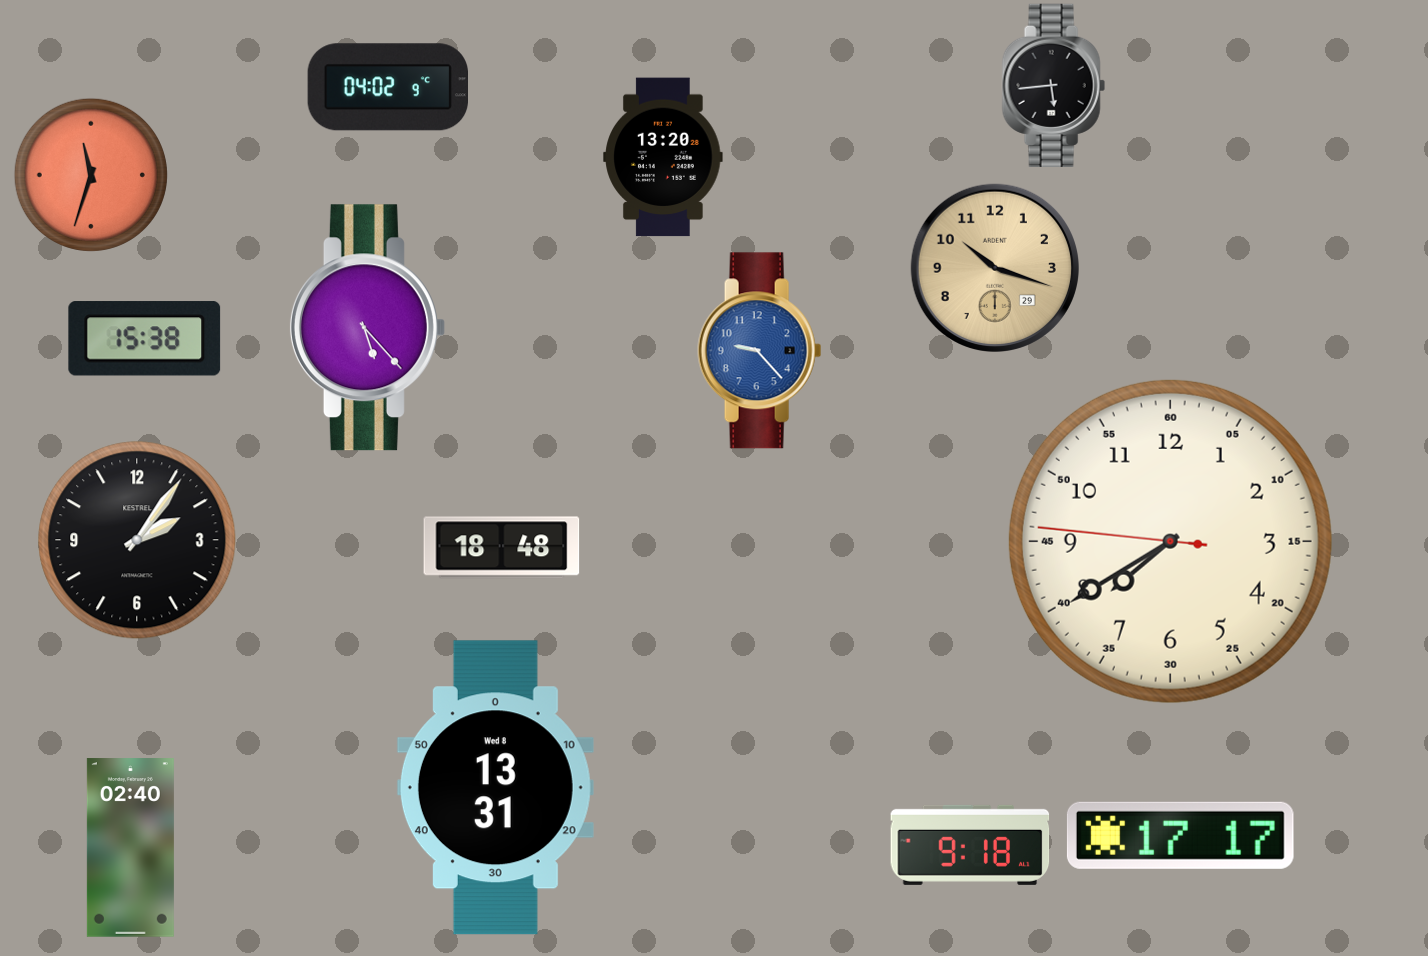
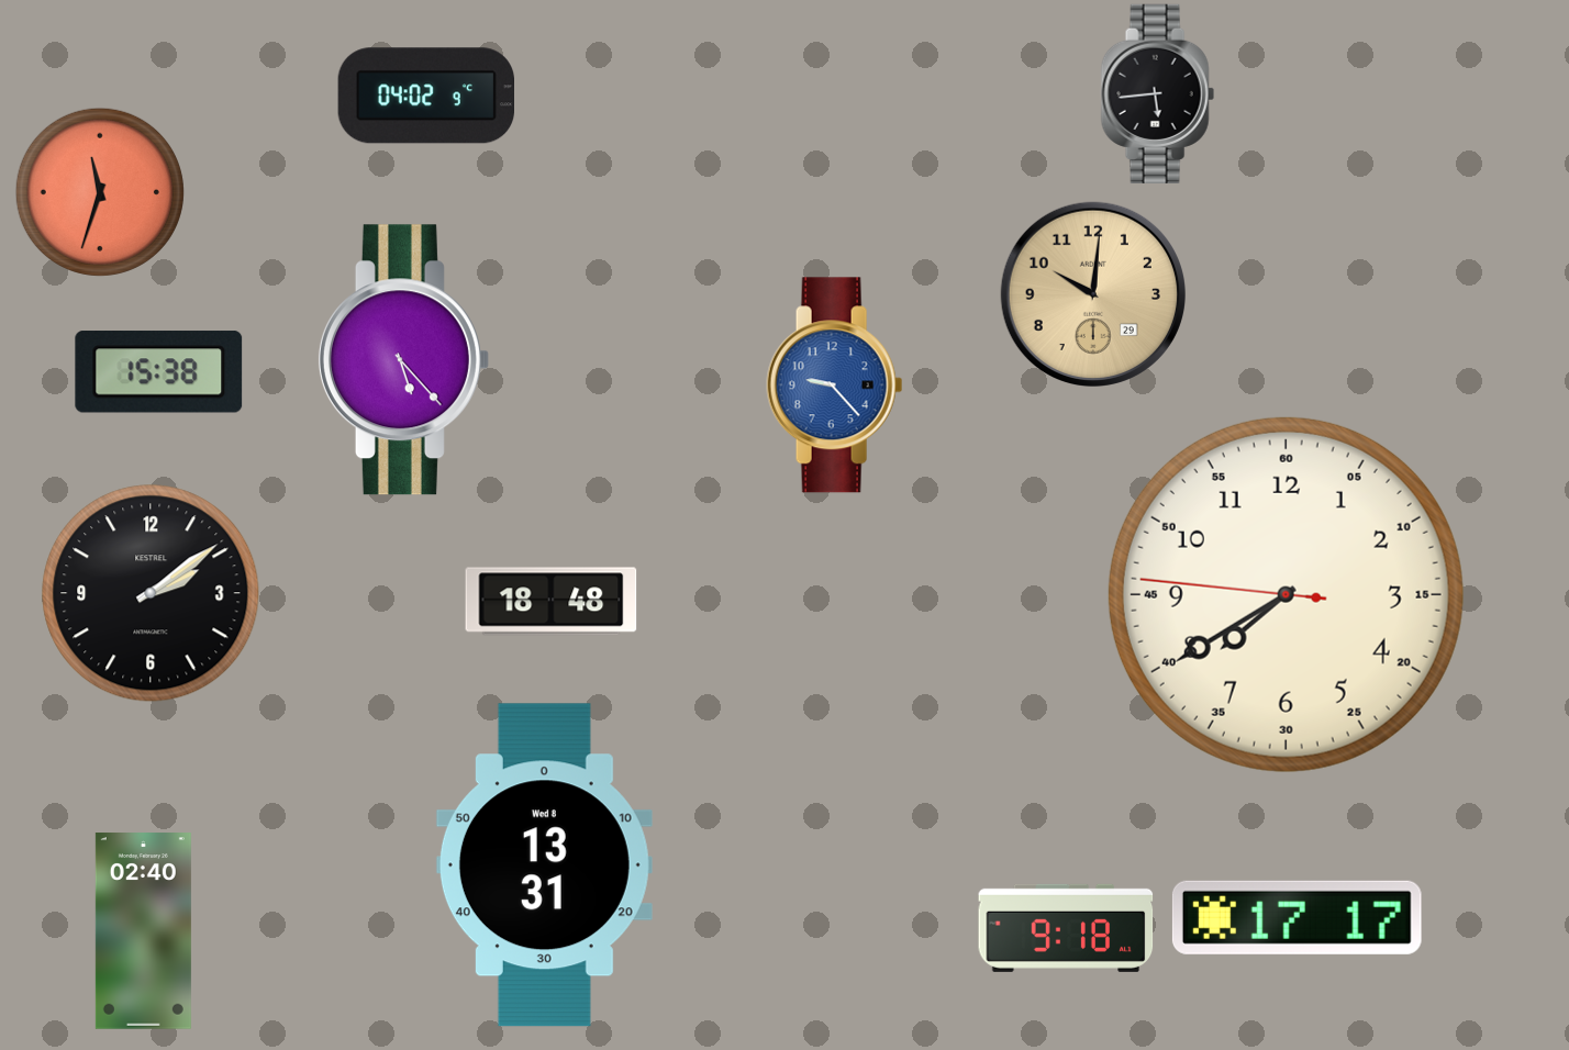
clock at (663, 157): 13:20 -> none
clock at (995, 268): 10:18 -> 10:01
clock at (137, 540): 2:06 -> 2:09
